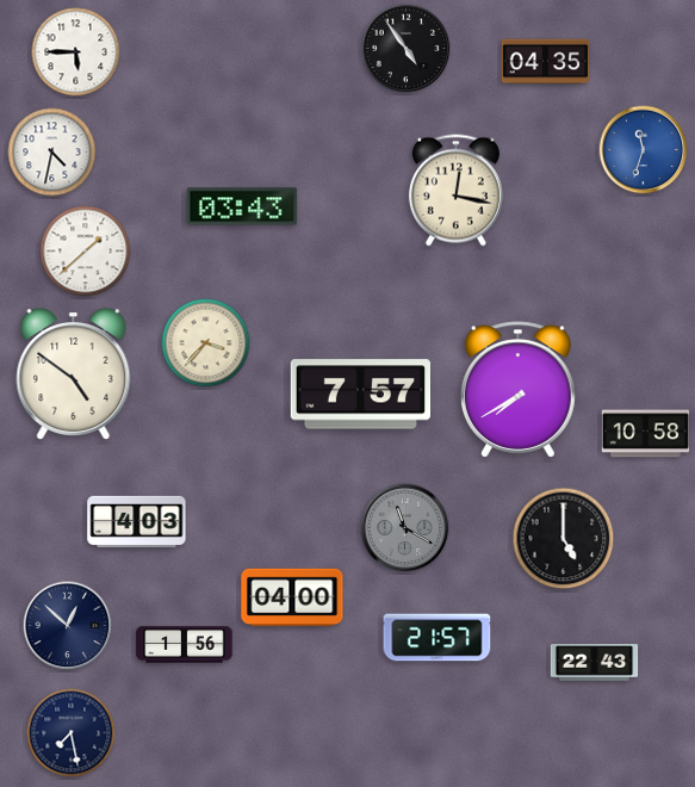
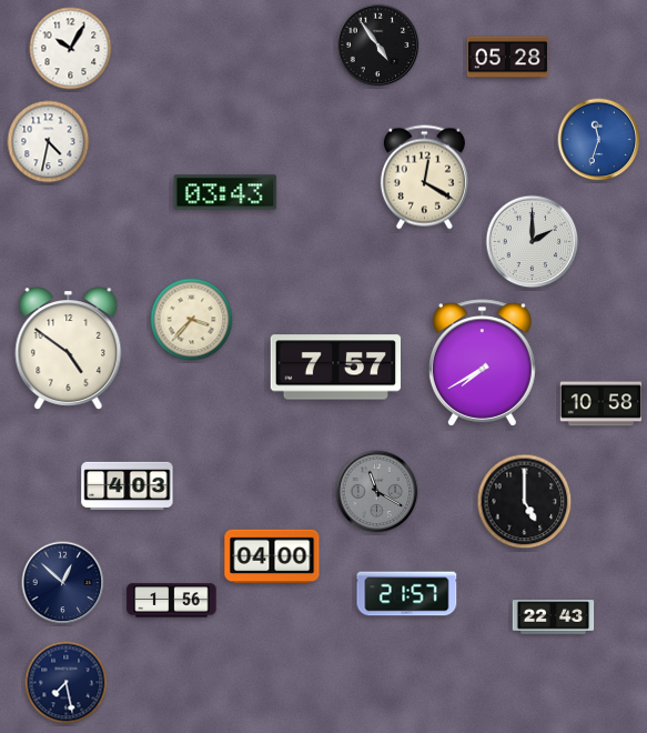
clock at (76, 52): 5:45 -> 10:05
clock at (546, 62): 04:35 -> 05:28
clock at (455, 191): 12:17 -> 12:20
clock at (86, 252): 1:38 -> none
clock at (533, 242): none -> 2:00
